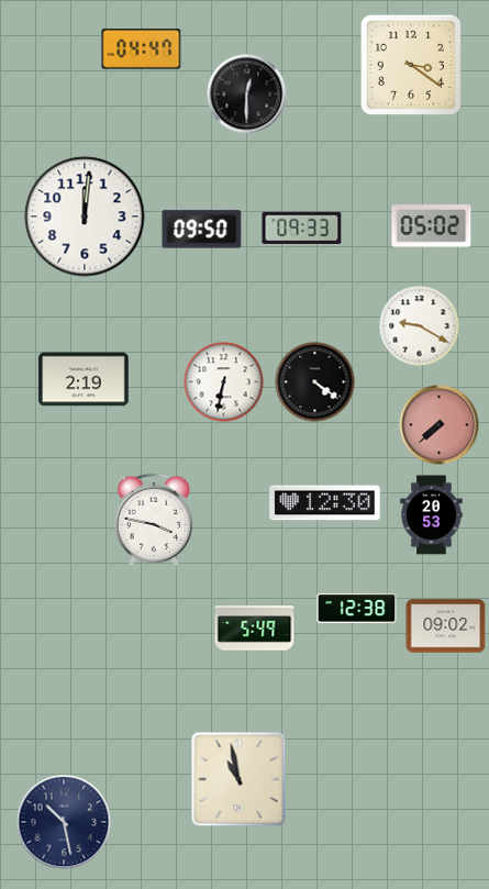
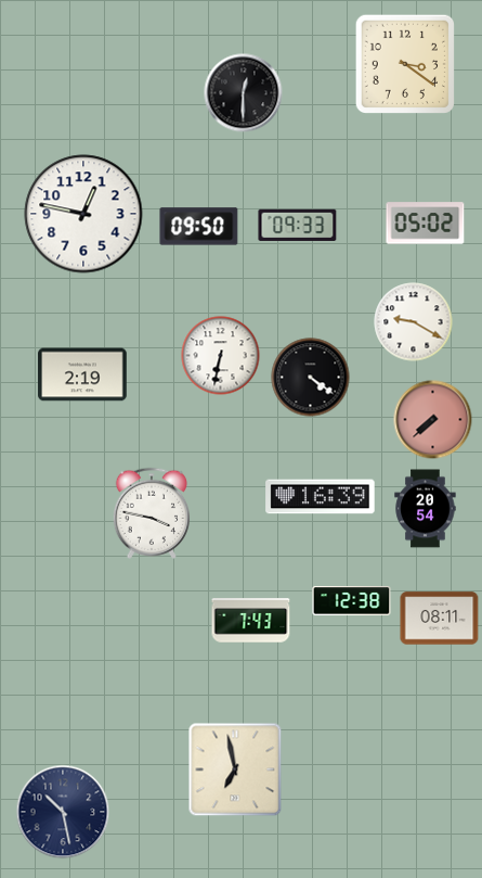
clock at (142, 49): 04:47 -> none
clock at (85, 216): 12:01 -> 12:47
clock at (224, 382) position: (224, 382) -> (221, 356)
clock at (325, 503): 12:30 -> 16:39
clock at (432, 515): 20:53 -> 20:54
clock at (446, 626): 09:02 -> 08:11
clock at (255, 629): 5:49 -> 7:43
clock at (238, 779): 10:58 -> 6:58
